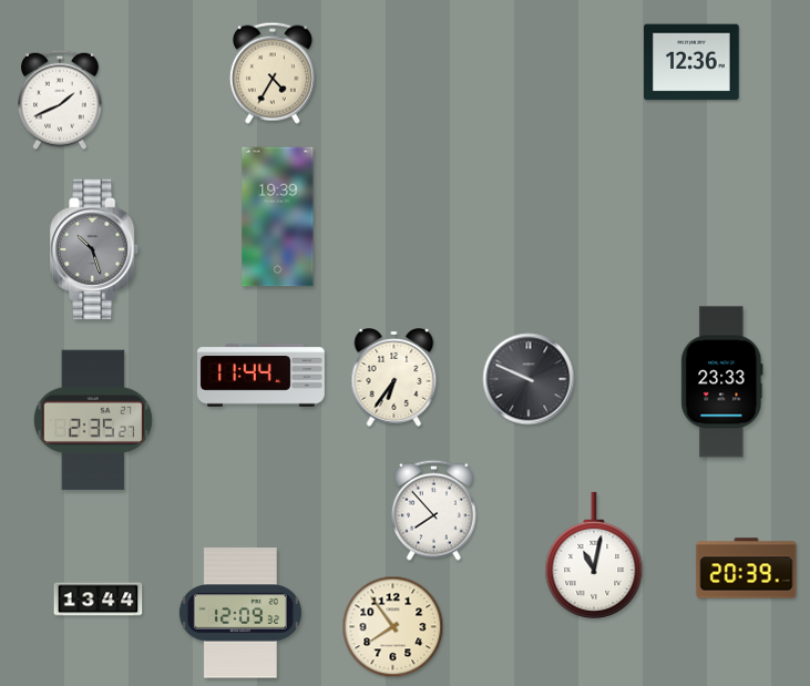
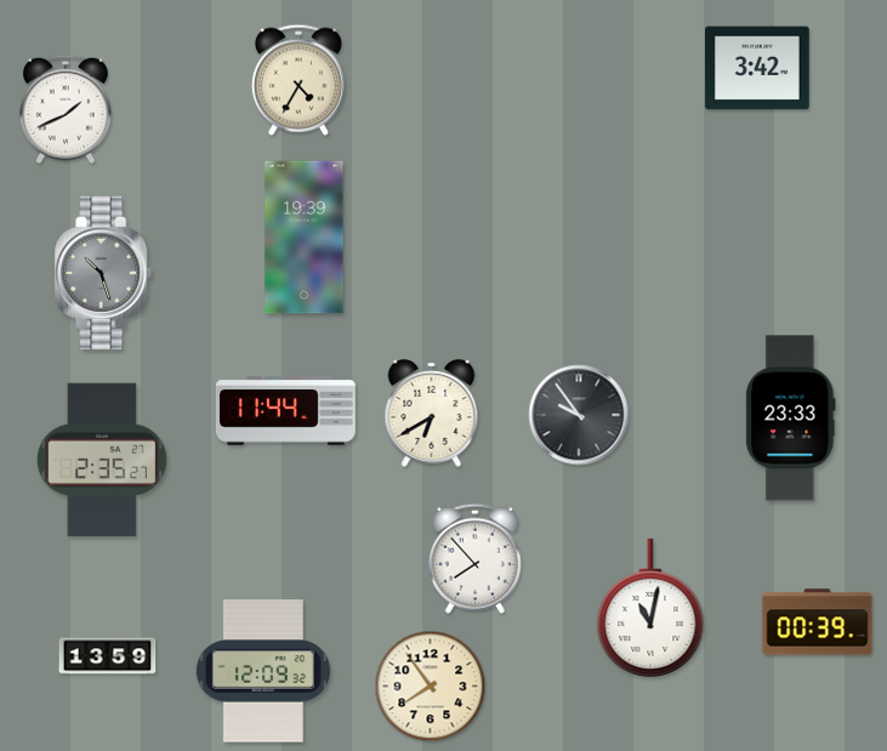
clock at (691, 62): 12:36 -> 3:42
clock at (394, 378): 6:36 -> 6:40
clock at (529, 379): 9:49 -> 9:54
clock at (747, 569): 20:39 -> 00:39
clock at (99, 600): 13:44 -> 13:59
